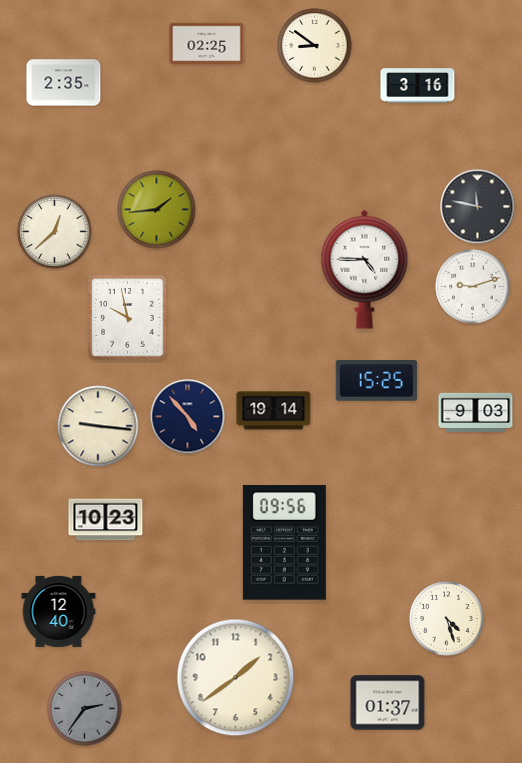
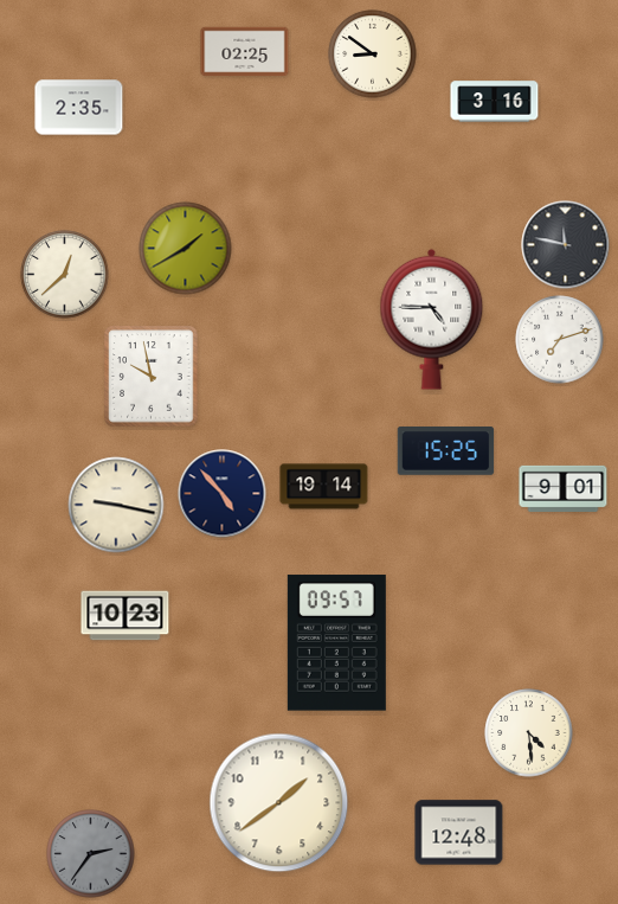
clock at (64, 83) position: (64, 83) -> (79, 108)
clock at (157, 210): 1:44 -> 1:40
clock at (473, 287): 9:12 -> 7:12
clock at (476, 412): 9:03 -> 9:01
clock at (98, 426): 9:16 -> 9:17
clock at (284, 543): 09:56 -> 09:57
clock at (59, 611): 12:40 -> none
clock at (447, 619): 4:27 -> 4:29
clock at (388, 703): 01:37 -> 12:48
clock at (85, 709) position: (85, 709) -> (91, 854)
